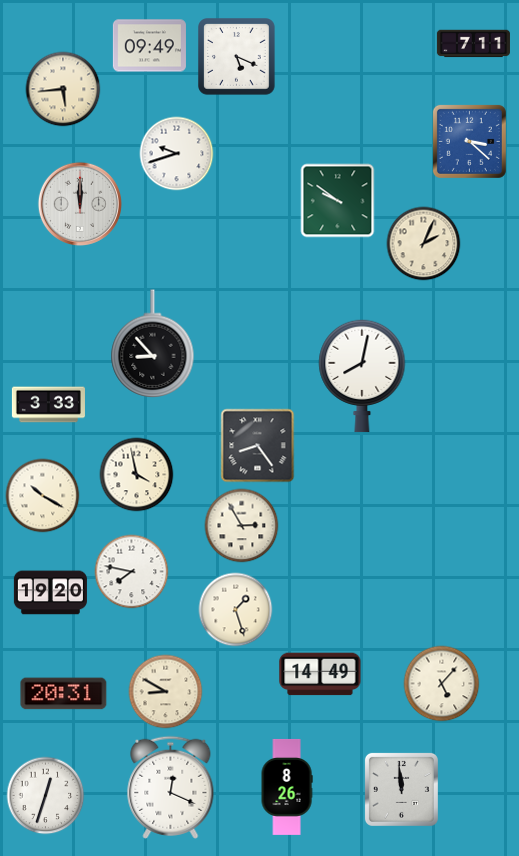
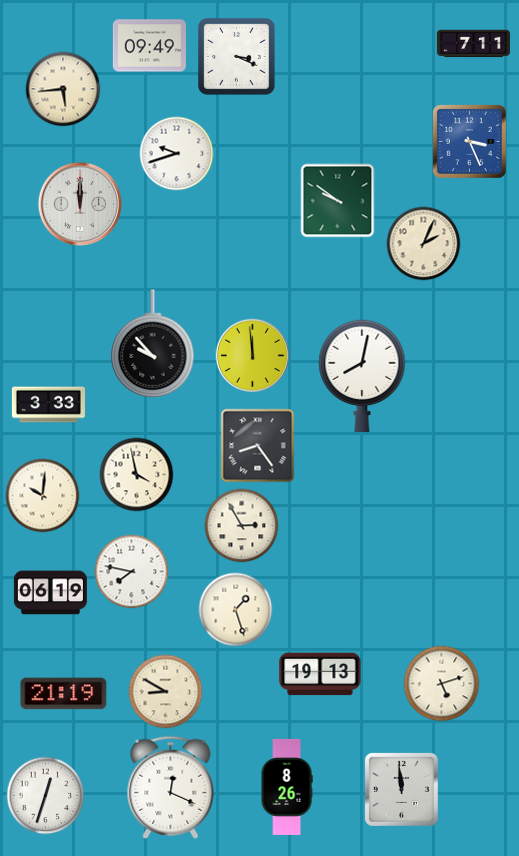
clock at (237, 57): 5:19 -> 3:19
clock at (469, 141): 3:22 -> 3:26
clock at (153, 344): 8:53 -> 9:53
clock at (253, 356): none -> 11:59
clock at (43, 496): 10:20 -> 10:01
clock at (50, 593): 19:20 -> 06:19
clock at (320, 674): 14:49 -> 19:13
clock at (442, 684): 5:07 -> 5:12
clock at (64, 694): 20:31 -> 21:19
